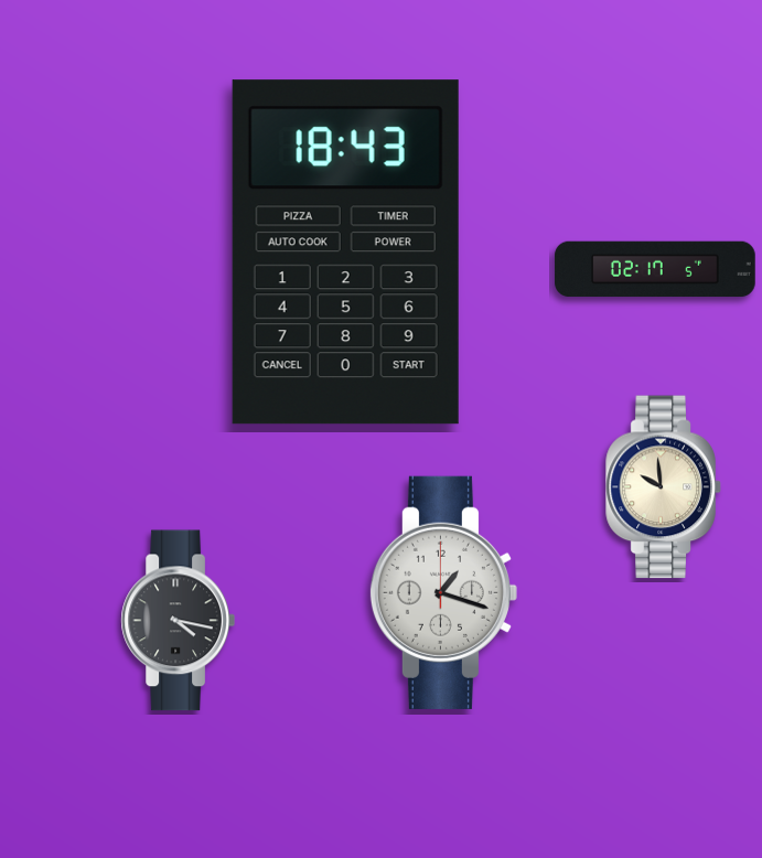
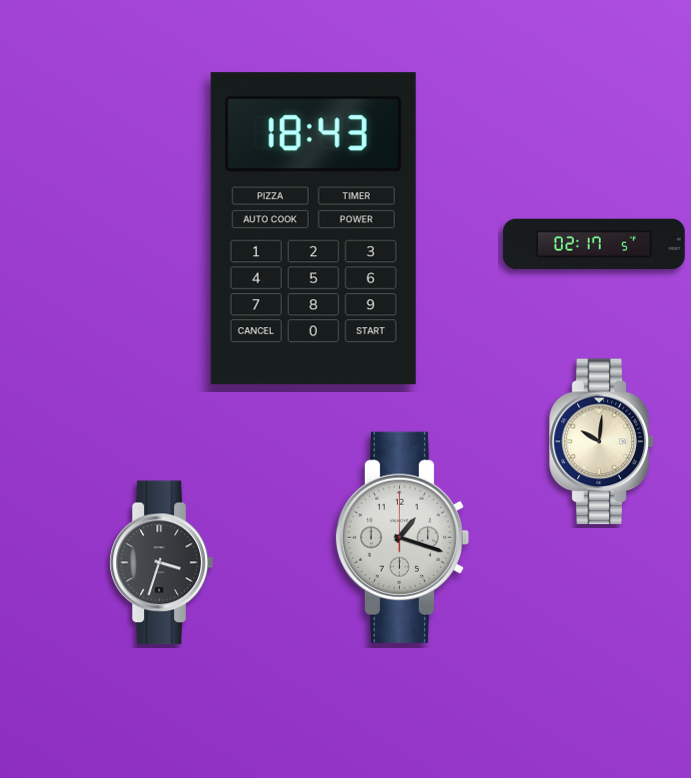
clock at (664, 487): 9:59 -> 10:01
clock at (178, 621): 4:17 -> 3:33
